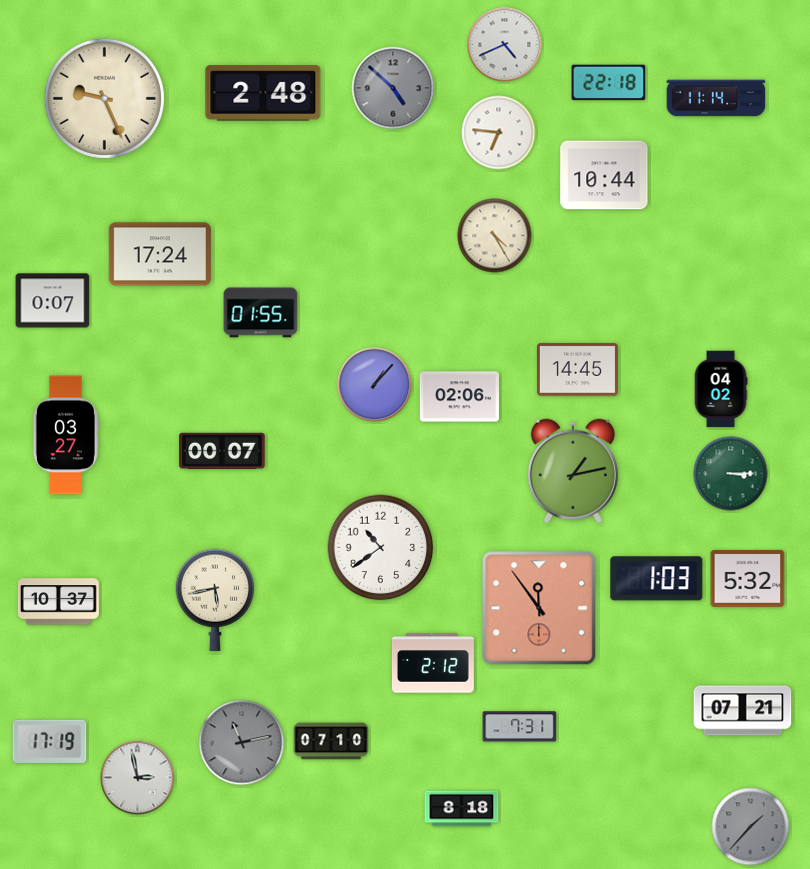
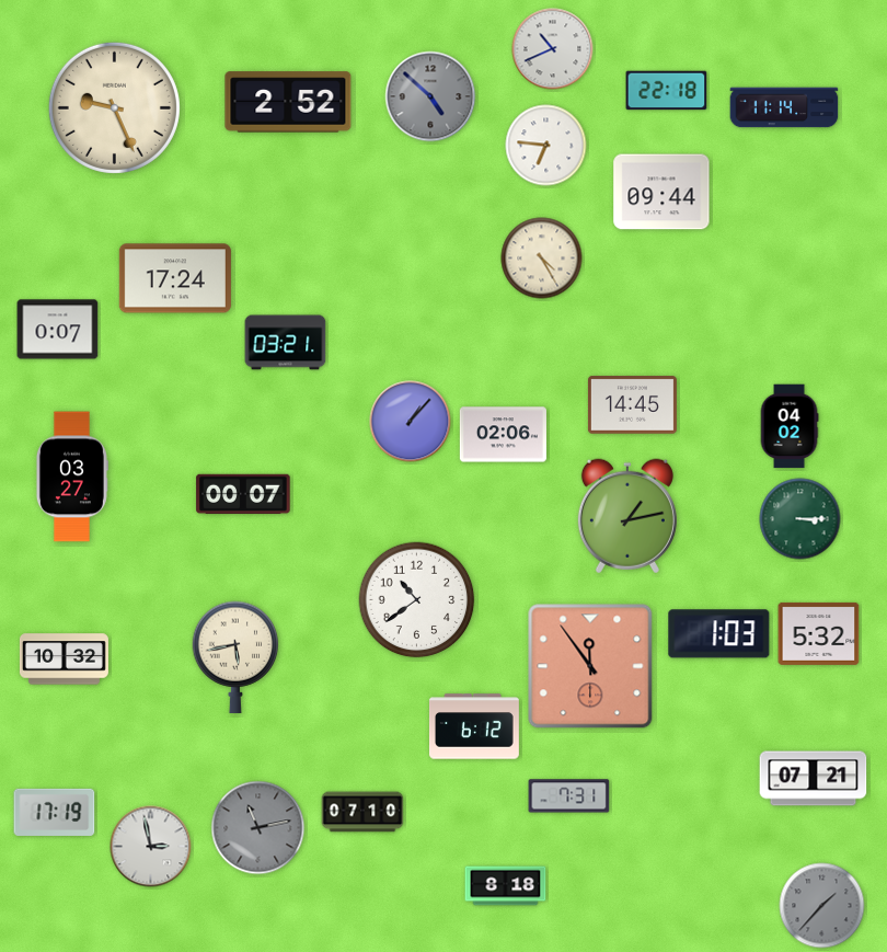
clock at (505, 45): 4:41 -> 10:41
clock at (263, 93): 2:48 -> 2:52
clock at (604, 175): 10:44 -> 09:44
clock at (261, 313): 01:55 -> 03:21
clock at (58, 602): 10:37 -> 10:32
clock at (433, 663): 2:12 -> 6:12
clock at (242, 743) position: (242, 743) -> (258, 828)
clock at (138, 778) position: (138, 778) -> (151, 847)
